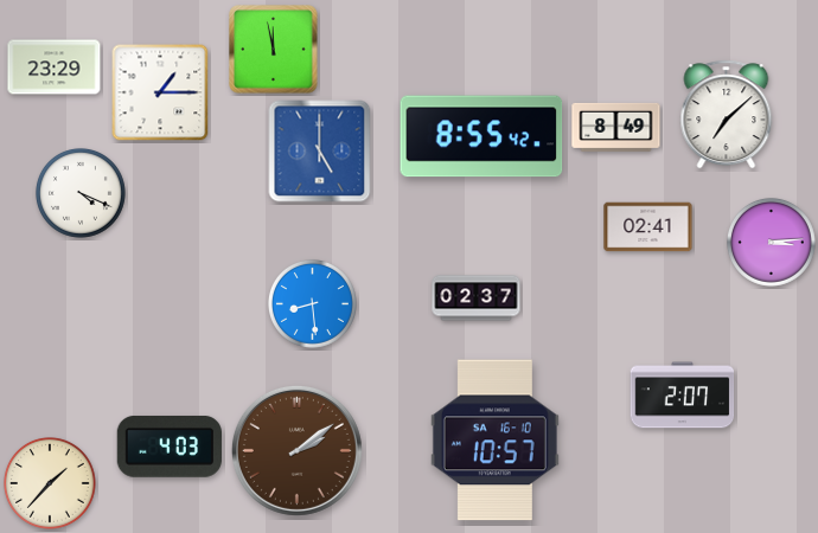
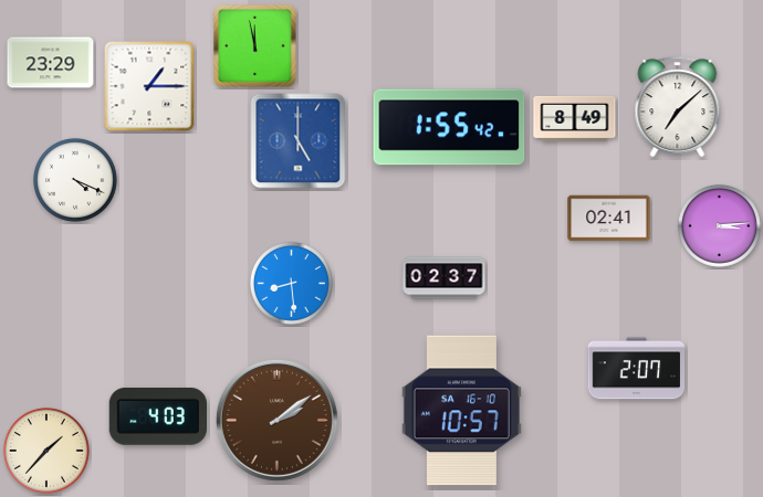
clock at (481, 136): 8:55 -> 1:55
clock at (648, 227) position: (648, 227) -> (609, 219)
